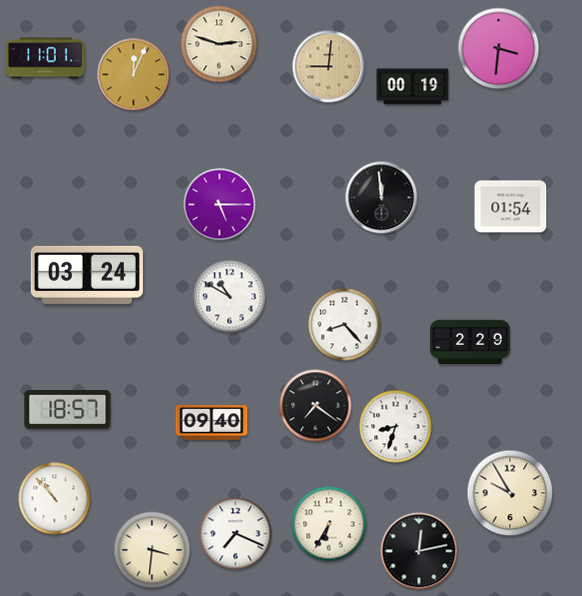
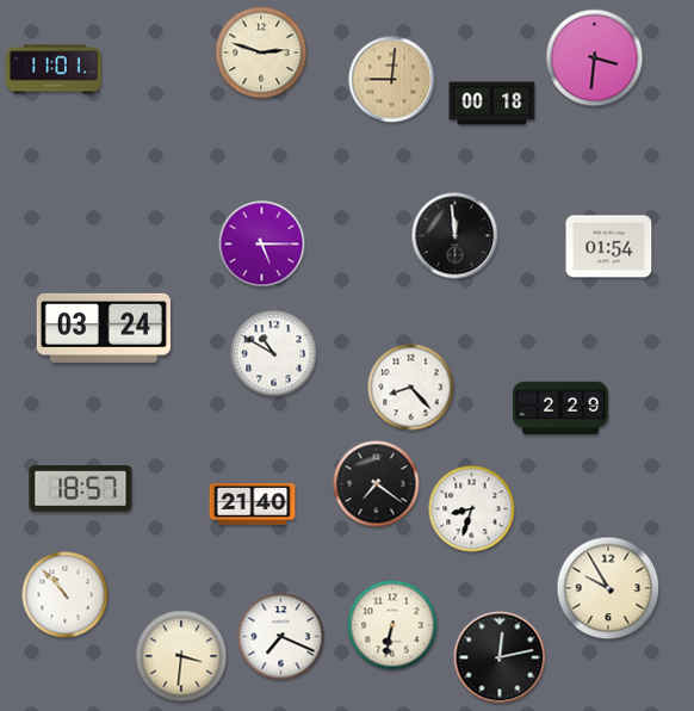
clock at (134, 75): 12:04 -> none
clock at (413, 87): 00:19 -> 00:18
clock at (212, 423): 09:40 -> 21:40
clock at (329, 524): 6:35 -> 6:32
